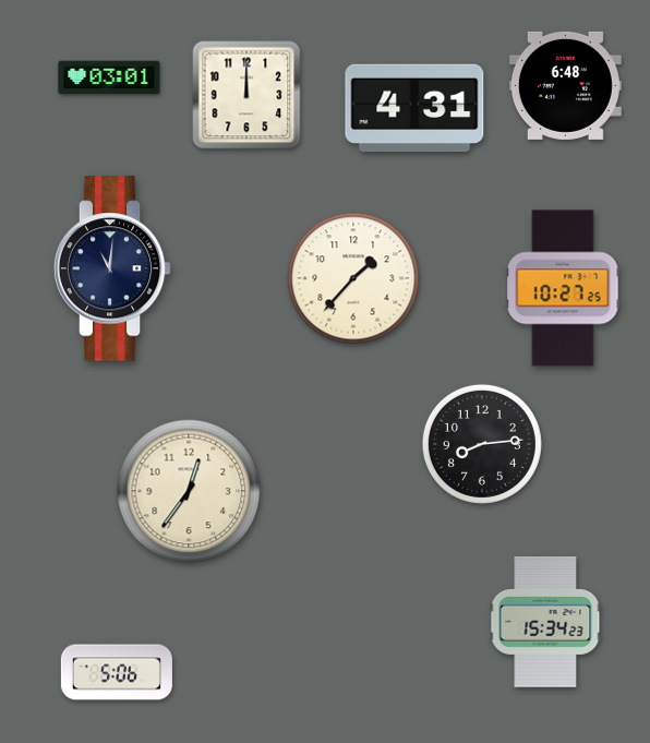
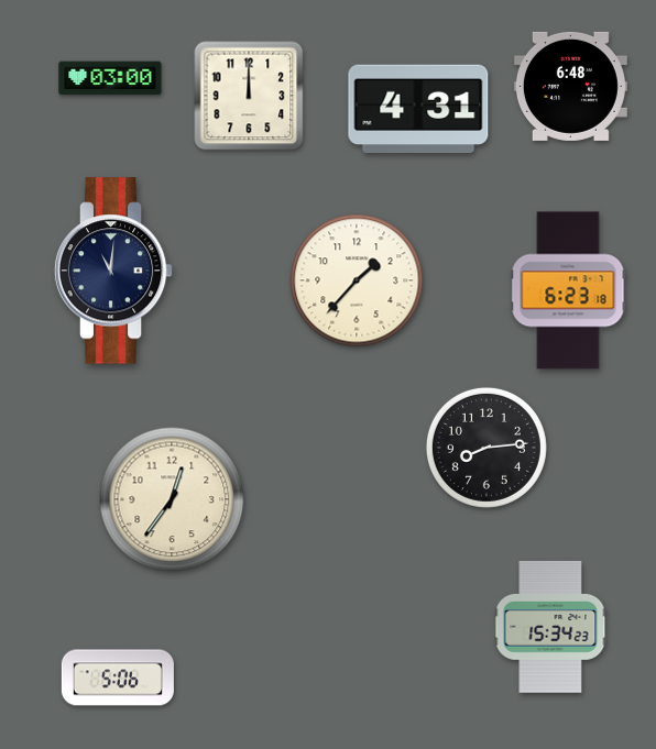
clock at (109, 77): 03:01 -> 03:00
clock at (563, 288): 10:27 -> 6:23
clock at (189, 491) position: (189, 491) -> (172, 499)
